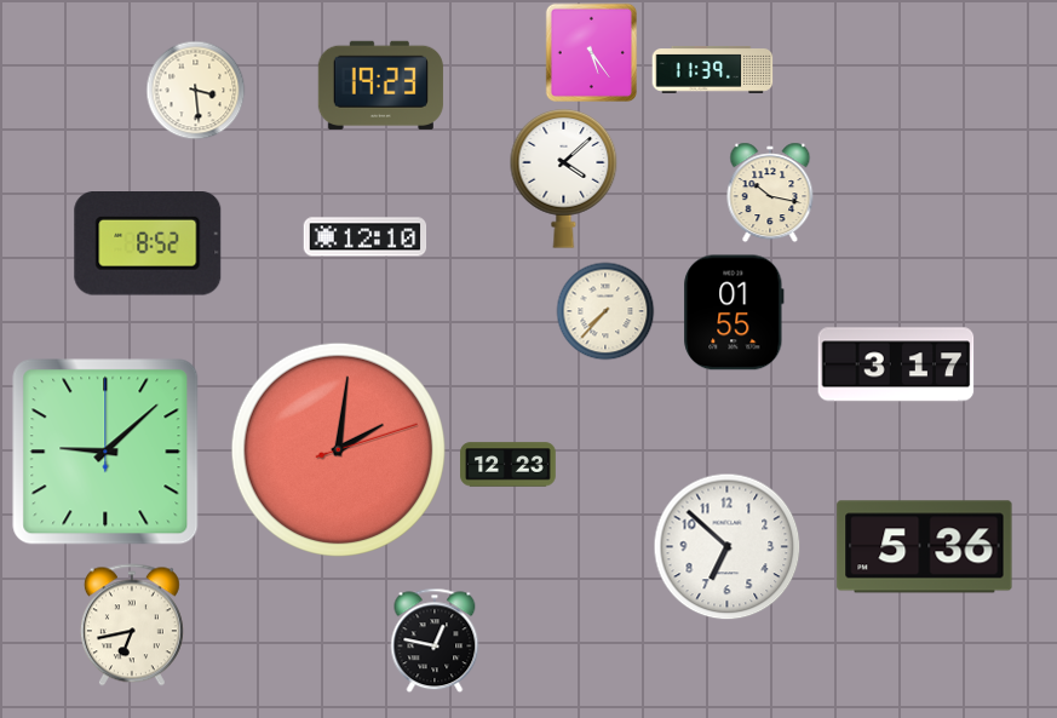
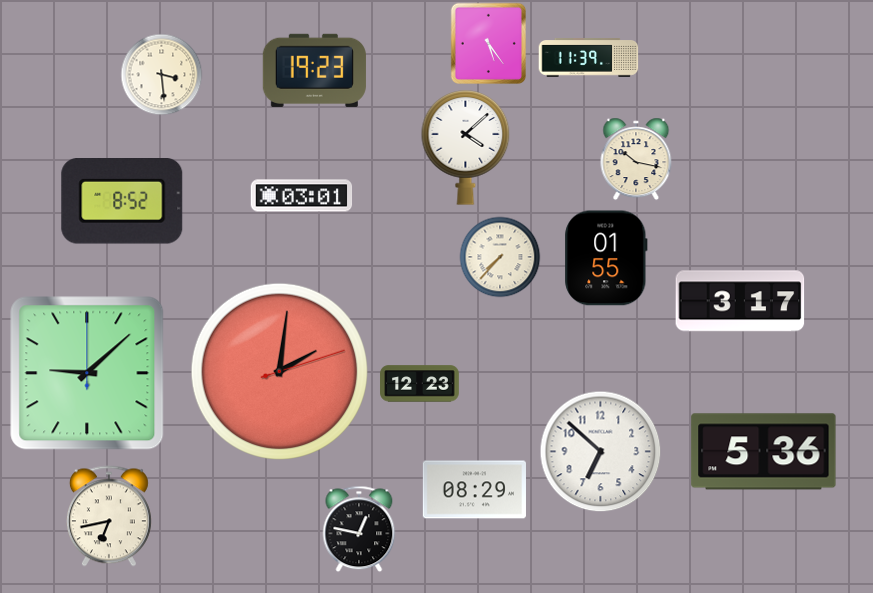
clock at (366, 237): 12:10 -> 03:01
clock at (474, 490): none -> 08:29
